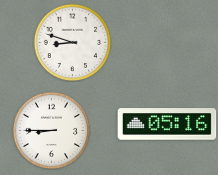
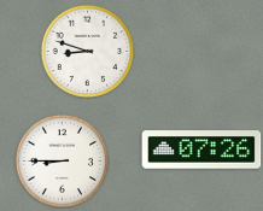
clock at (167, 124): 05:16 -> 07:26
clock at (51, 130) position: (51, 130) -> (62, 160)
